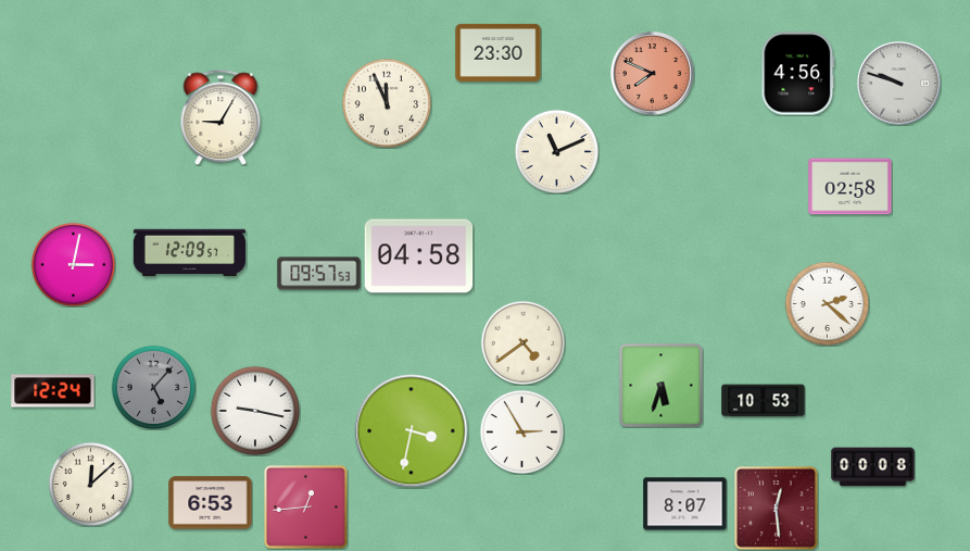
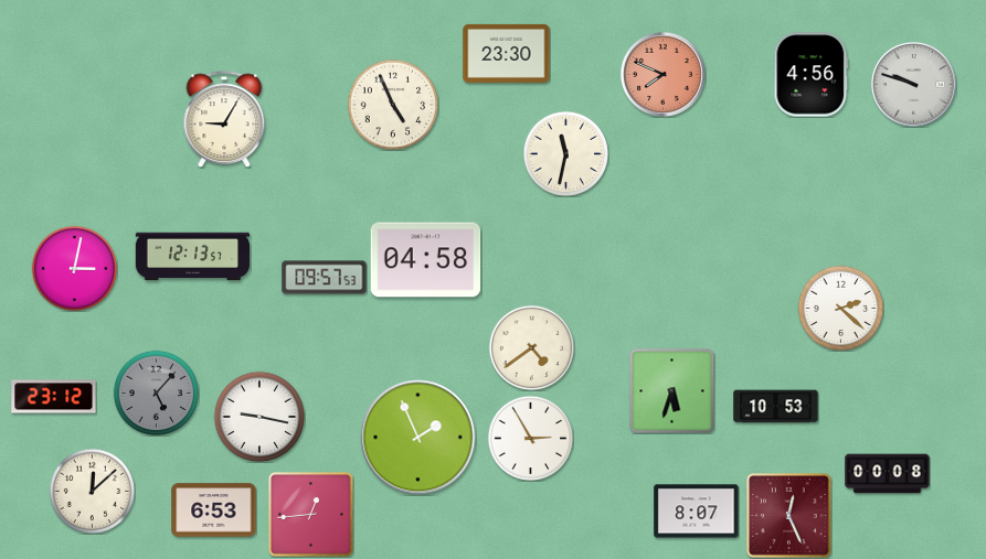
clock at (387, 103): 11:56 -> 4:56
clock at (556, 151): 11:11 -> 11:32
clock at (851, 187): 02:58 -> none
clock at (190, 253): 12:09 -> 12:13
clock at (53, 391): 12:24 -> 23:12
clock at (412, 431): 3:32 -> 1:56
clock at (777, 509): 12:29 -> 12:26
